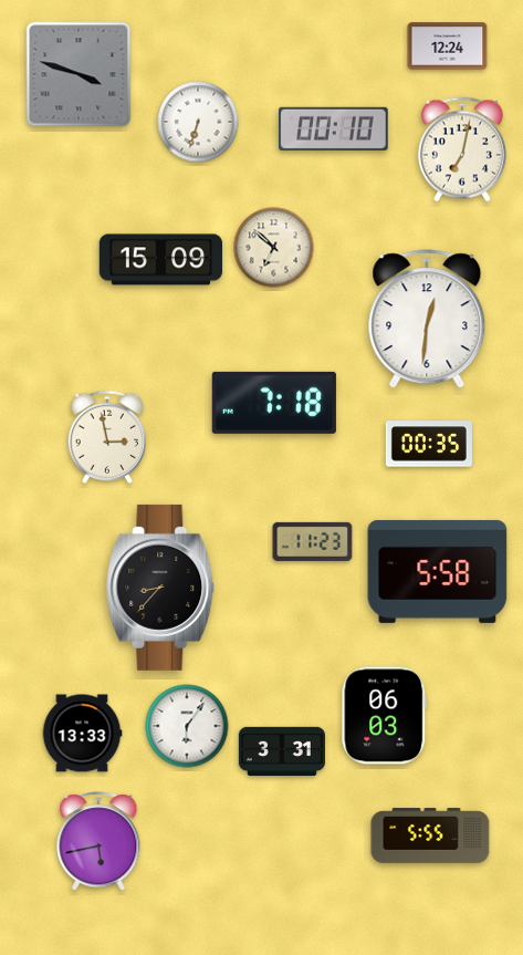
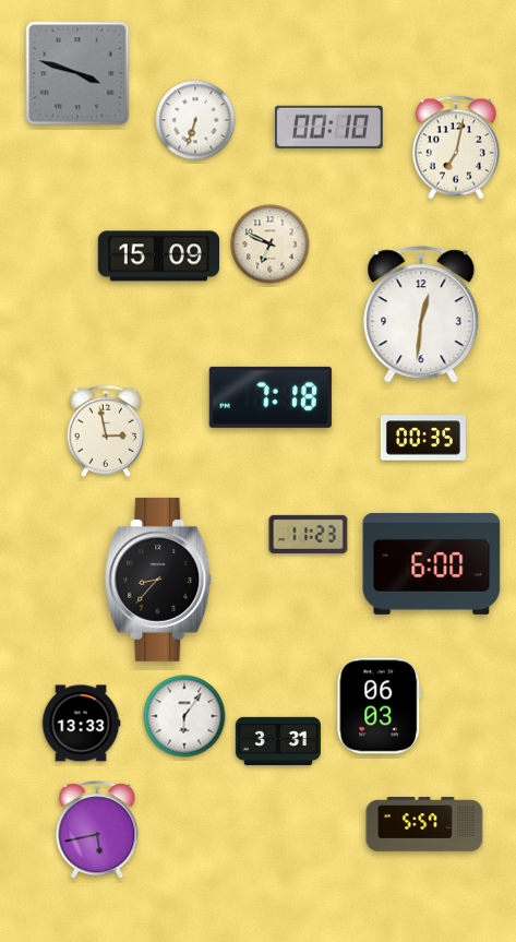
clock at (448, 46): 12:24 -> none
clock at (274, 248): 6:52 -> 6:49
clock at (438, 571): 5:58 -> 6:00
clock at (430, 835): 5:55 -> 5:57
